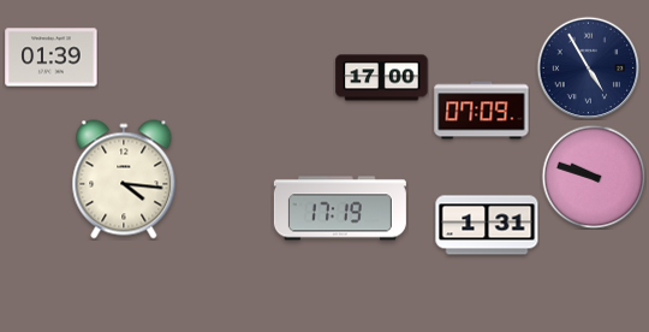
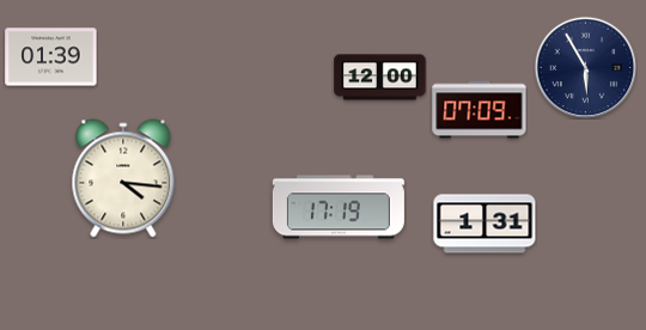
clock at (588, 67): 4:55 -> 5:55
clock at (382, 78): 17:00 -> 12:00
clock at (594, 177): 9:48 -> none
